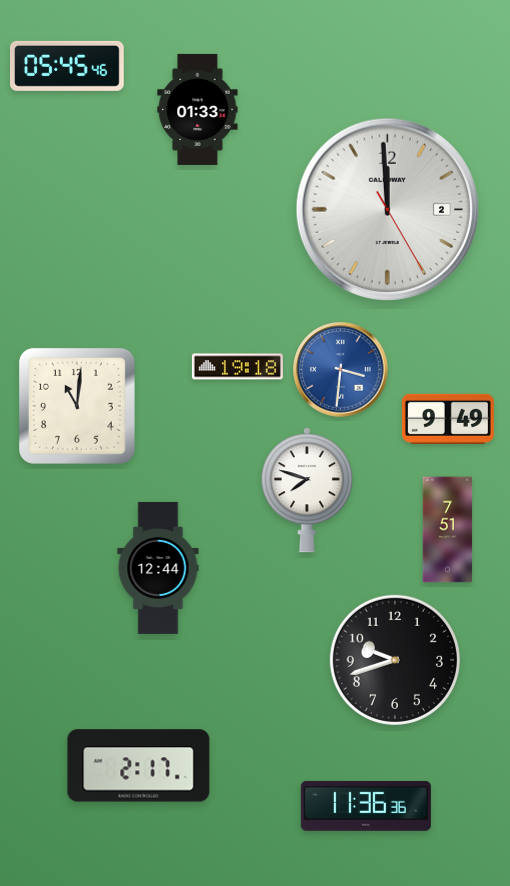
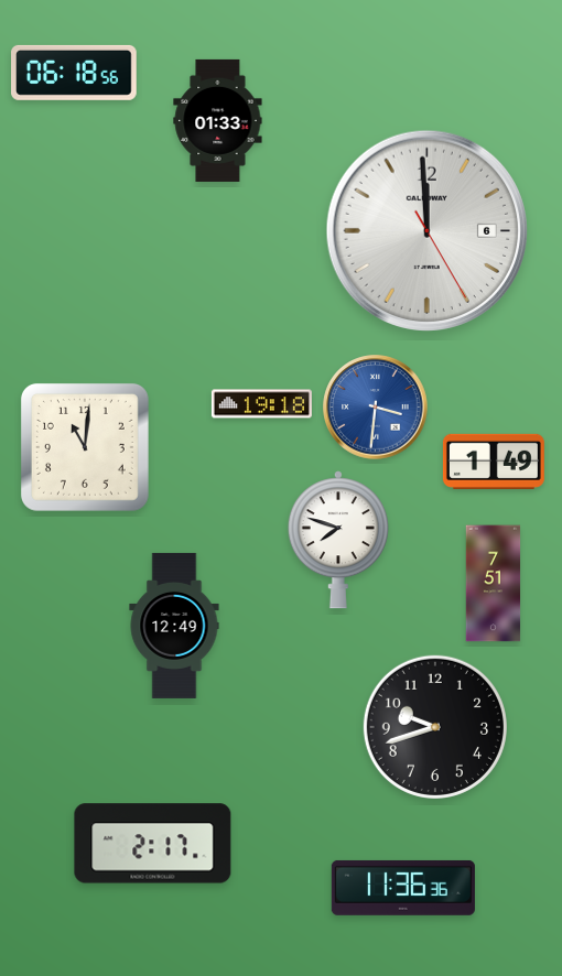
clock at (68, 66): 05:45 -> 06:18
clock at (387, 209) date: 2 -> 6
clock at (448, 419): 9:49 -> 1:49
clock at (158, 568): 12:44 -> 12:49
